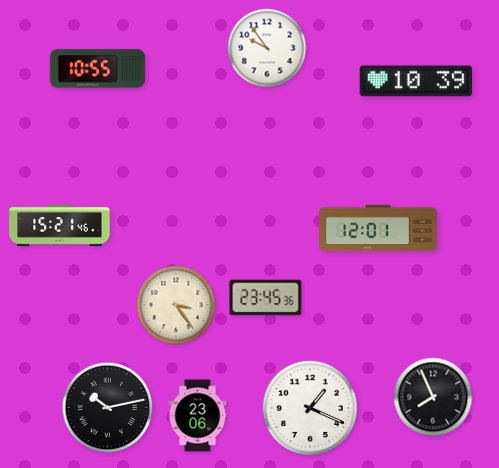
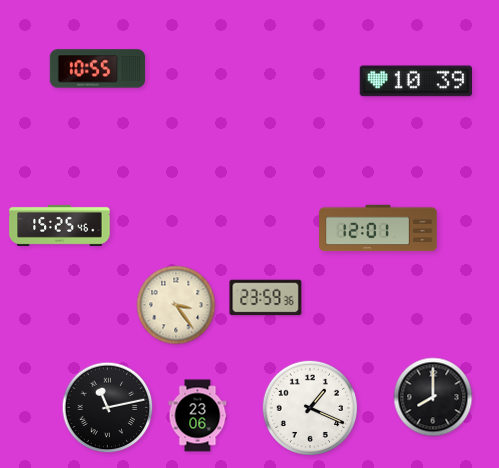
clock at (267, 48): 9:54 -> none
clock at (60, 225): 15:21 -> 15:25
clock at (266, 298): 23:45 -> 23:59
clock at (433, 397): 7:56 -> 8:00
clock at (108, 408): 10:13 -> 11:13
